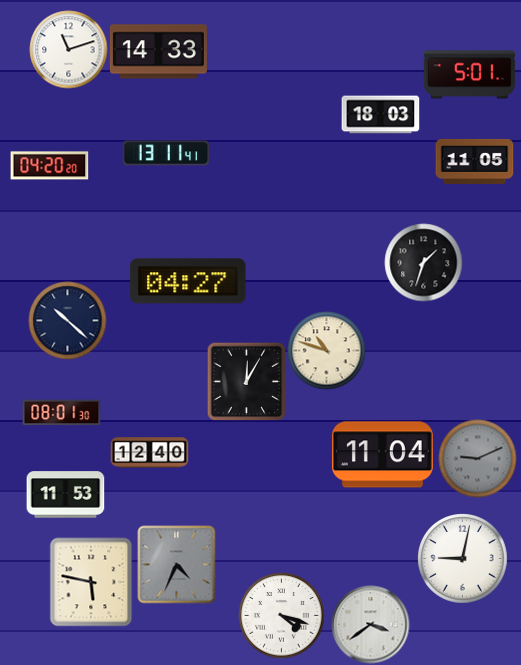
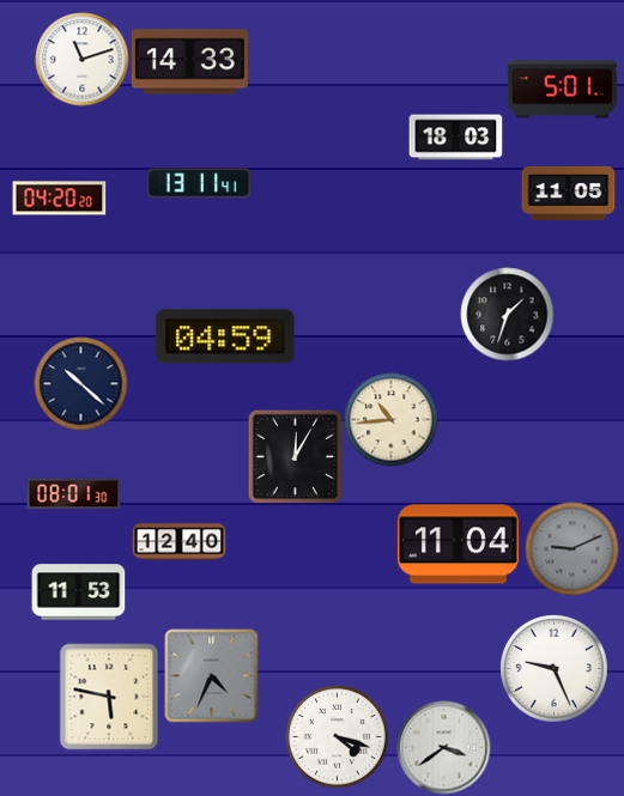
clock at (188, 281): 04:27 -> 04:59
clock at (326, 350): 10:48 -> 10:44
clock at (463, 559): 9:02 -> 9:26
